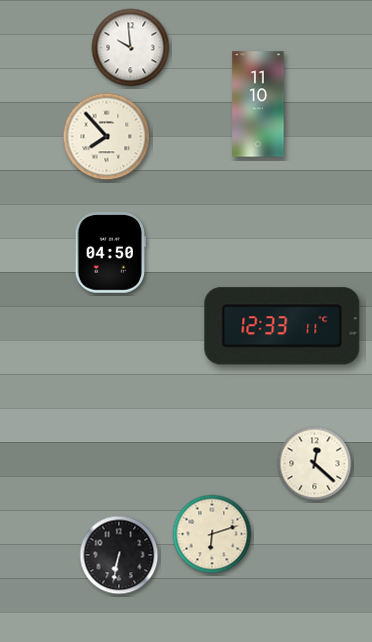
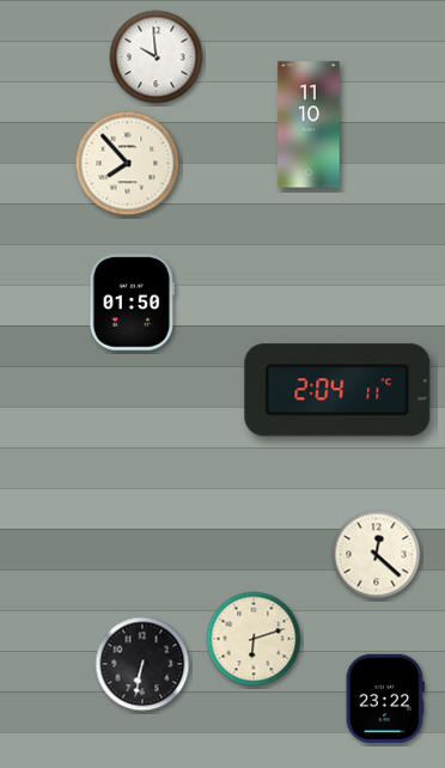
clock at (110, 253): 04:50 -> 01:50
clock at (282, 326): 12:33 -> 2:04
clock at (385, 699): none -> 23:22
